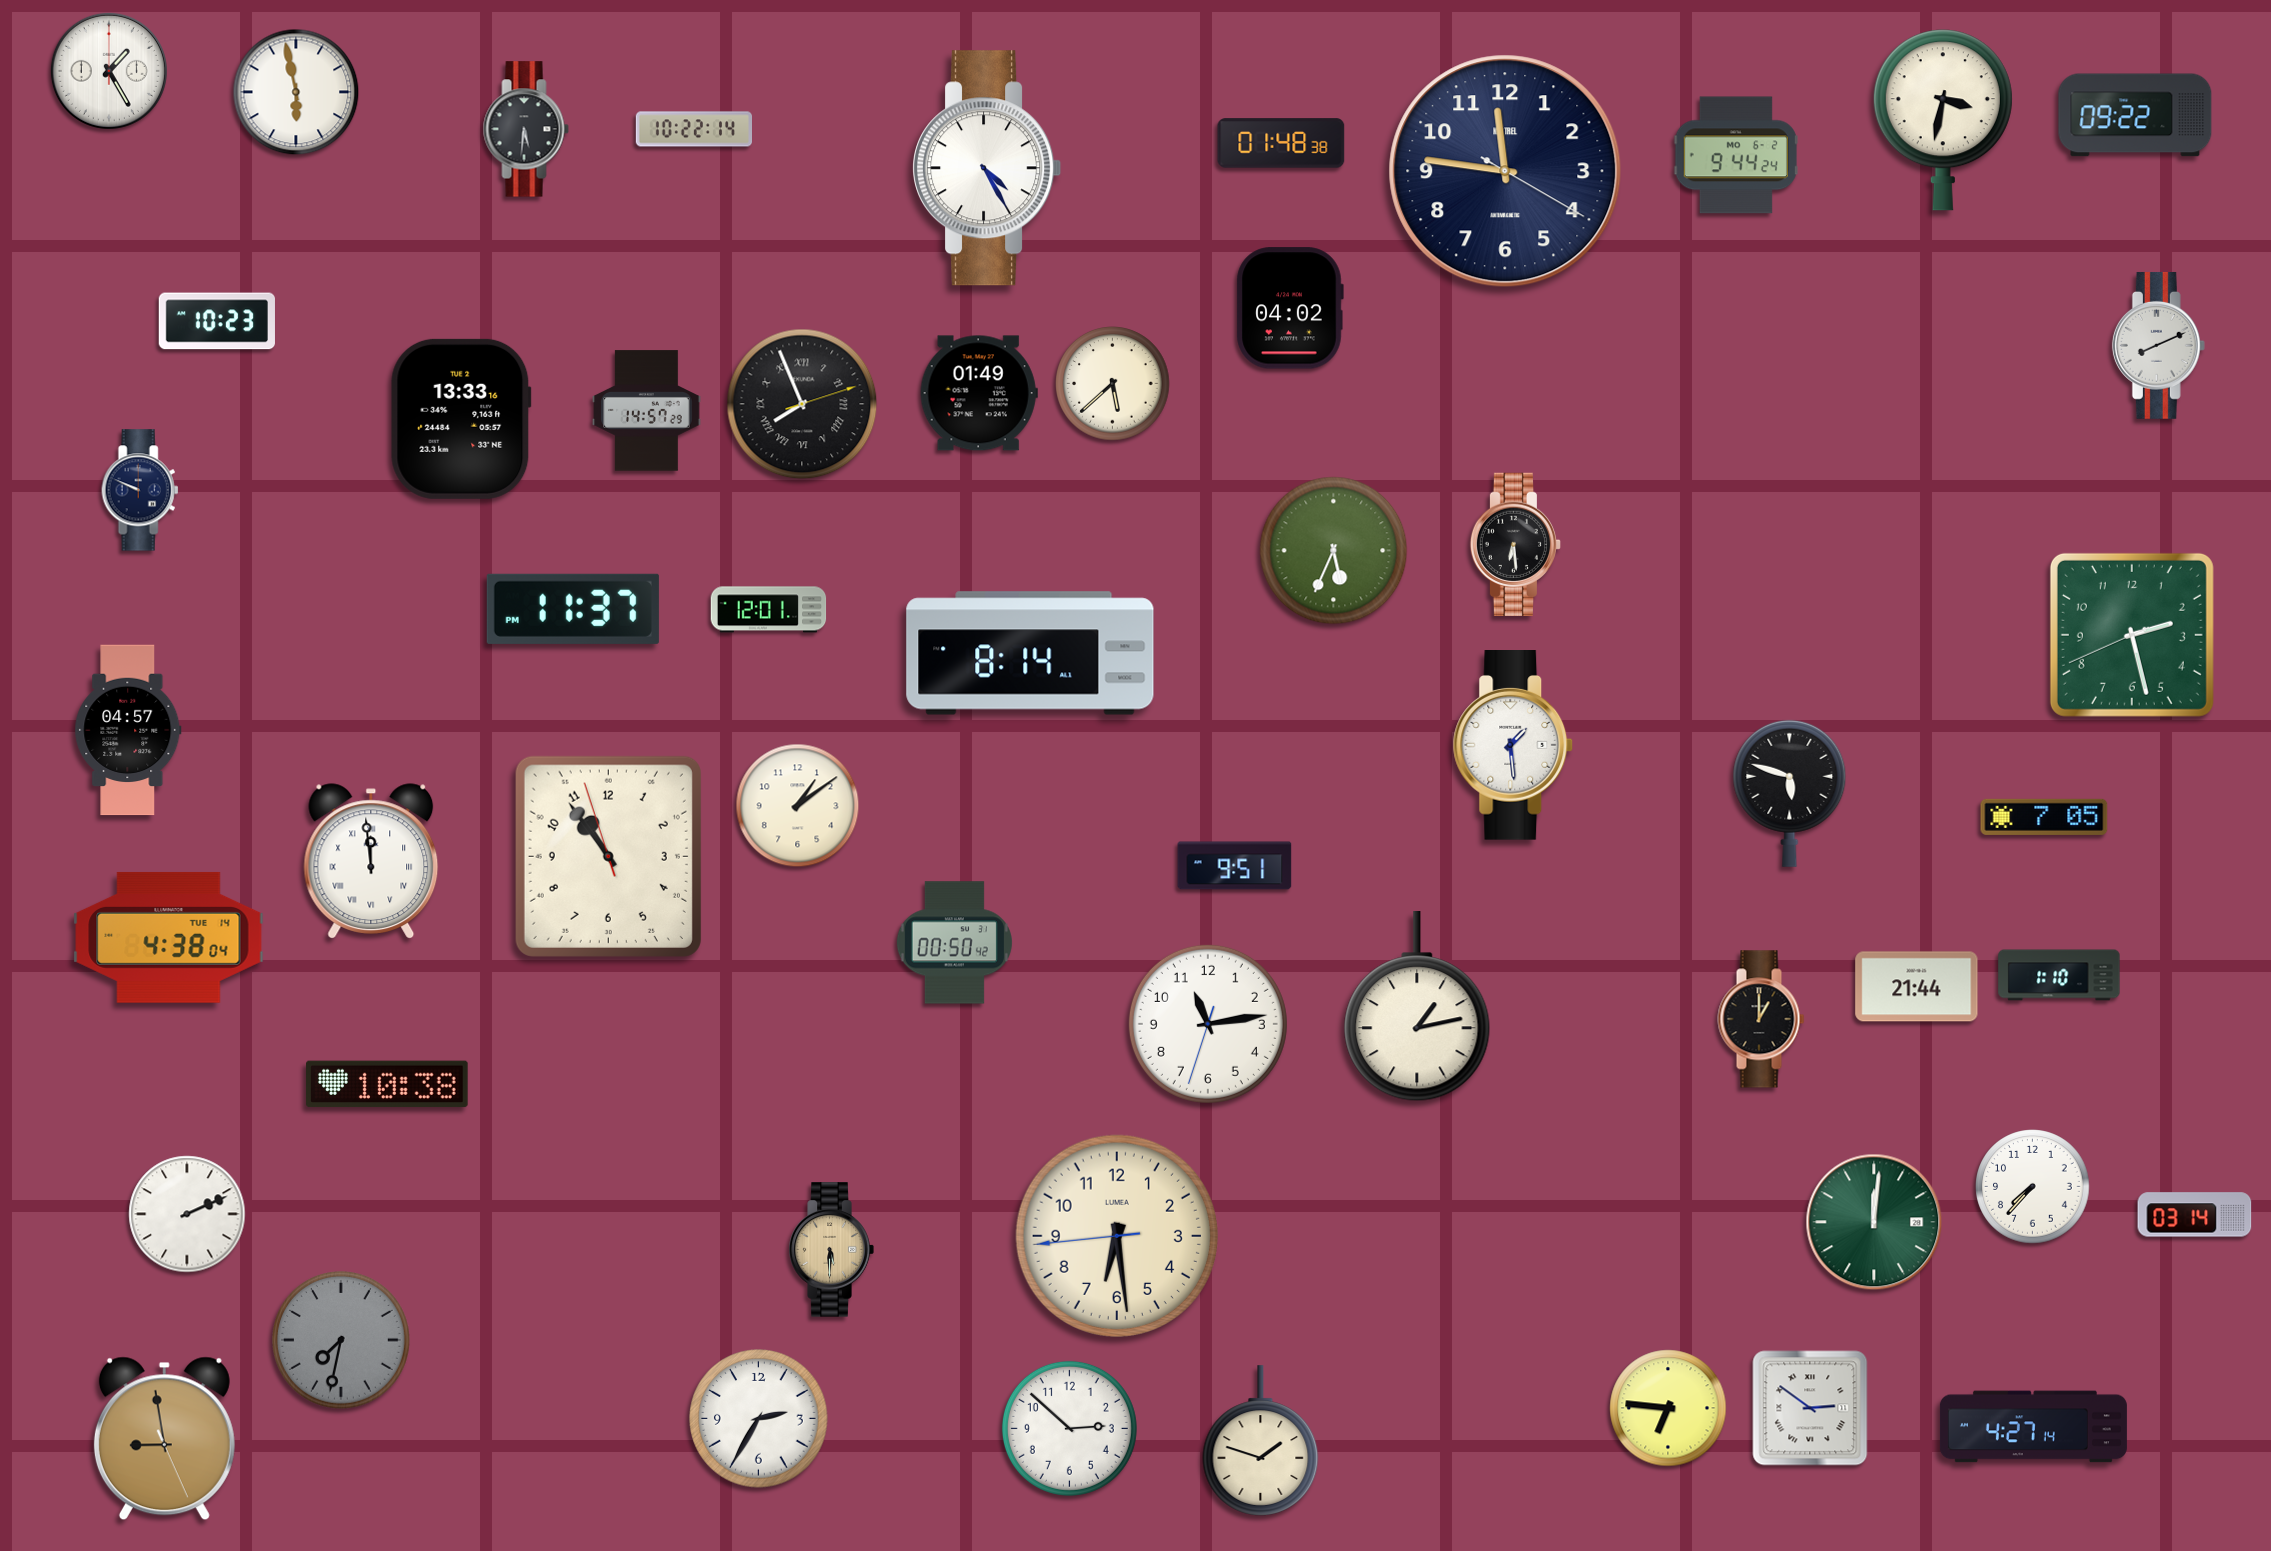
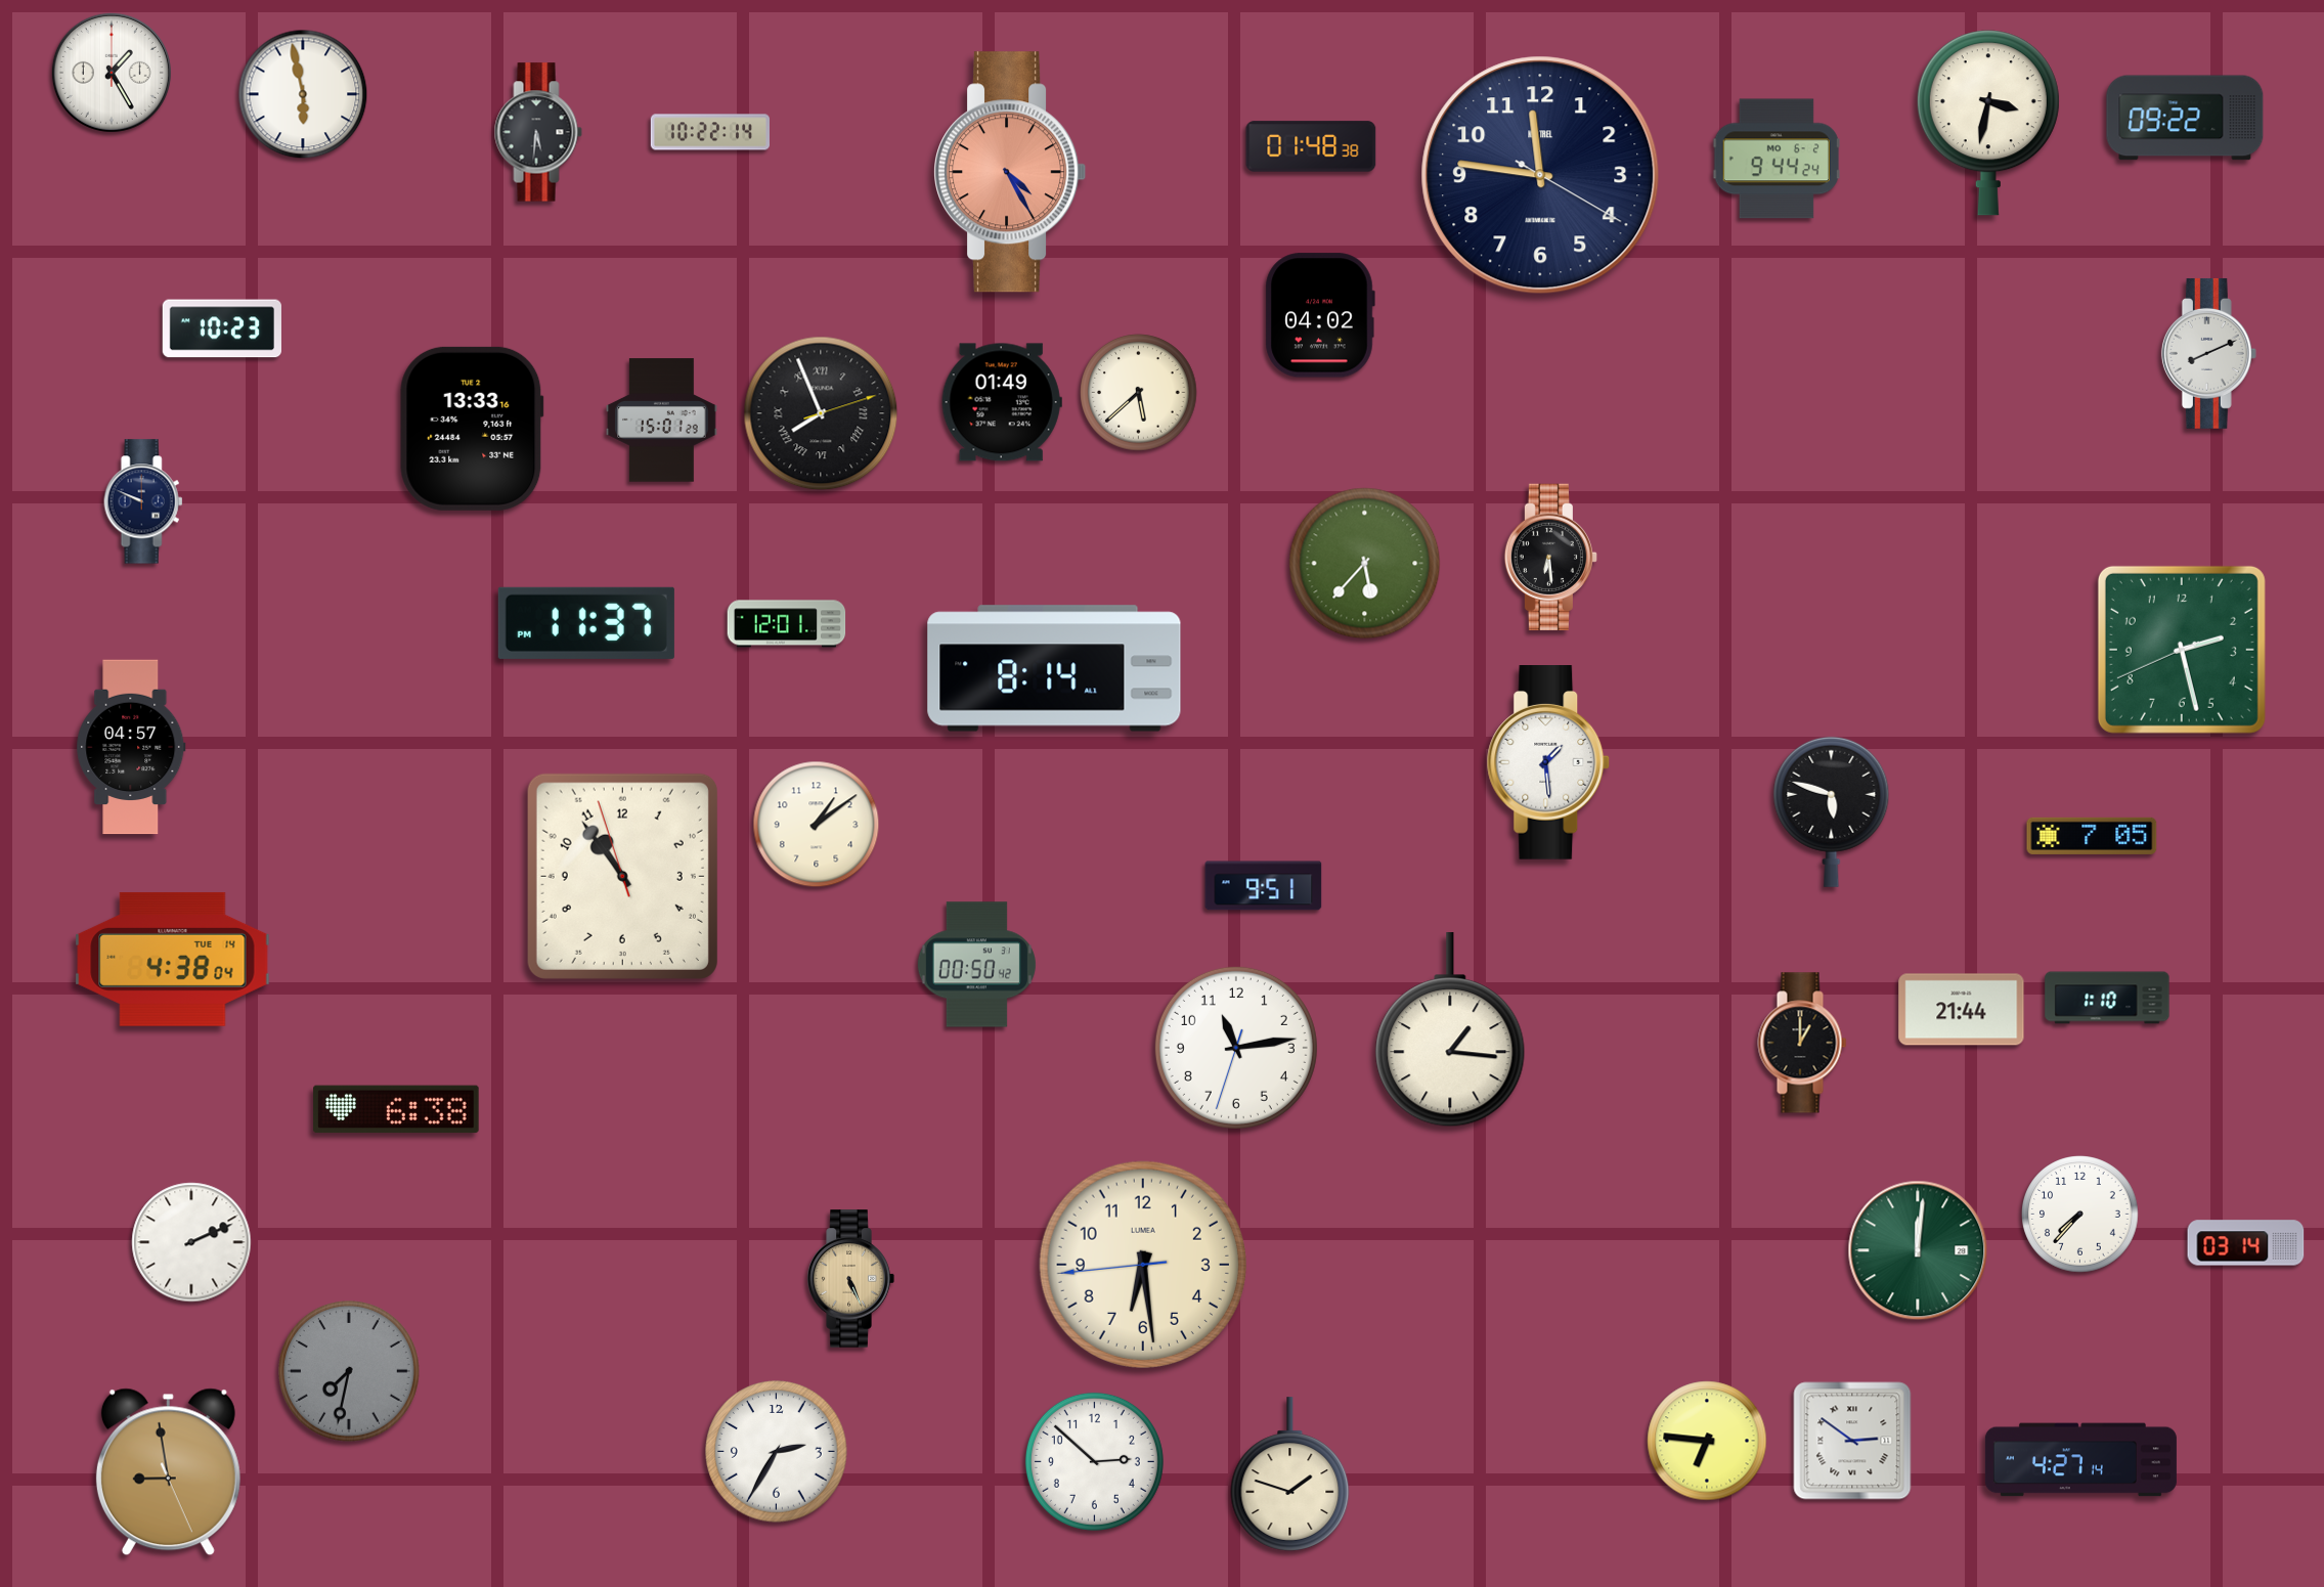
clock at (987, 168) dial: white -> salmon
clock at (647, 411): 14:57 -> 15:01
clock at (1334, 551): 5:34 -> 5:37
clock at (371, 861): 11:59 -> none
clock at (1417, 1007): 1:13 -> 1:16
clock at (387, 1084): 10:38 -> 6:38
clock at (831, 1250): 5:30 -> 5:26
